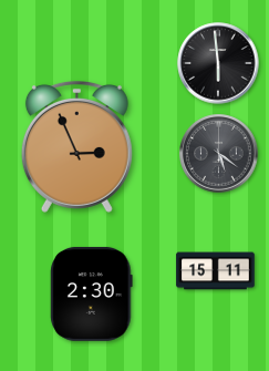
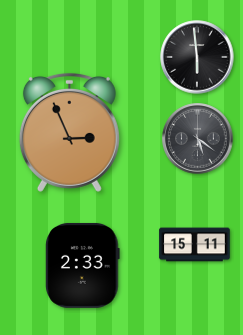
clock at (92, 293): 2:30 -> 2:33
